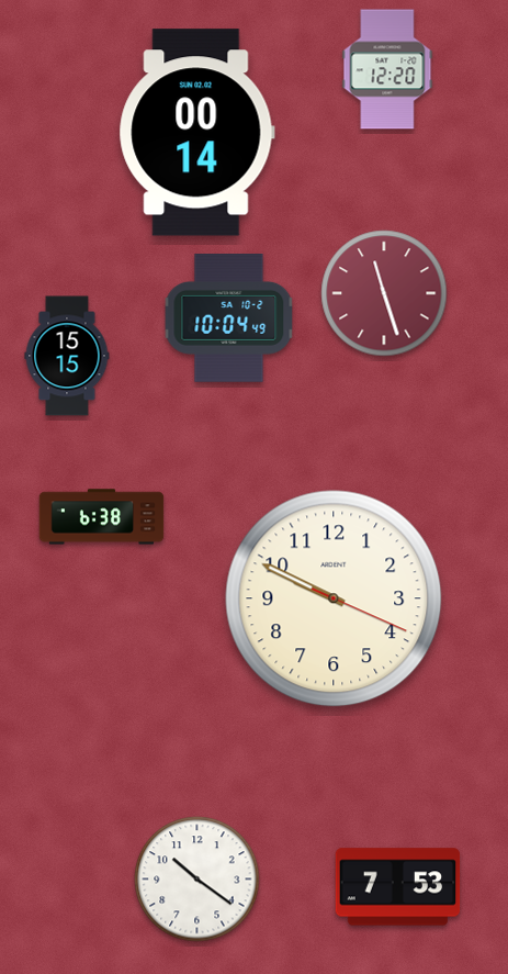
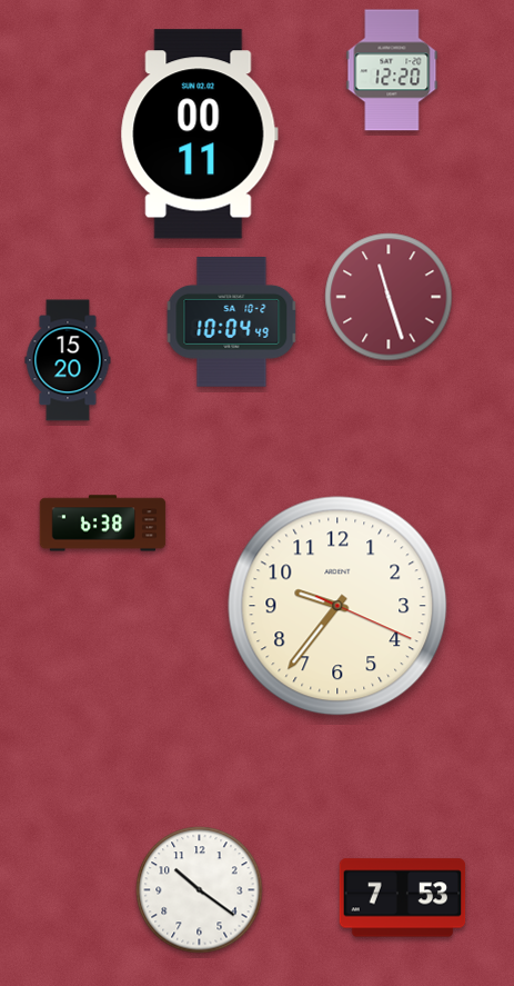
clock at (196, 133): 00:14 -> 00:11
clock at (67, 356): 15:15 -> 15:20
clock at (334, 598): 9:49 -> 9:36
